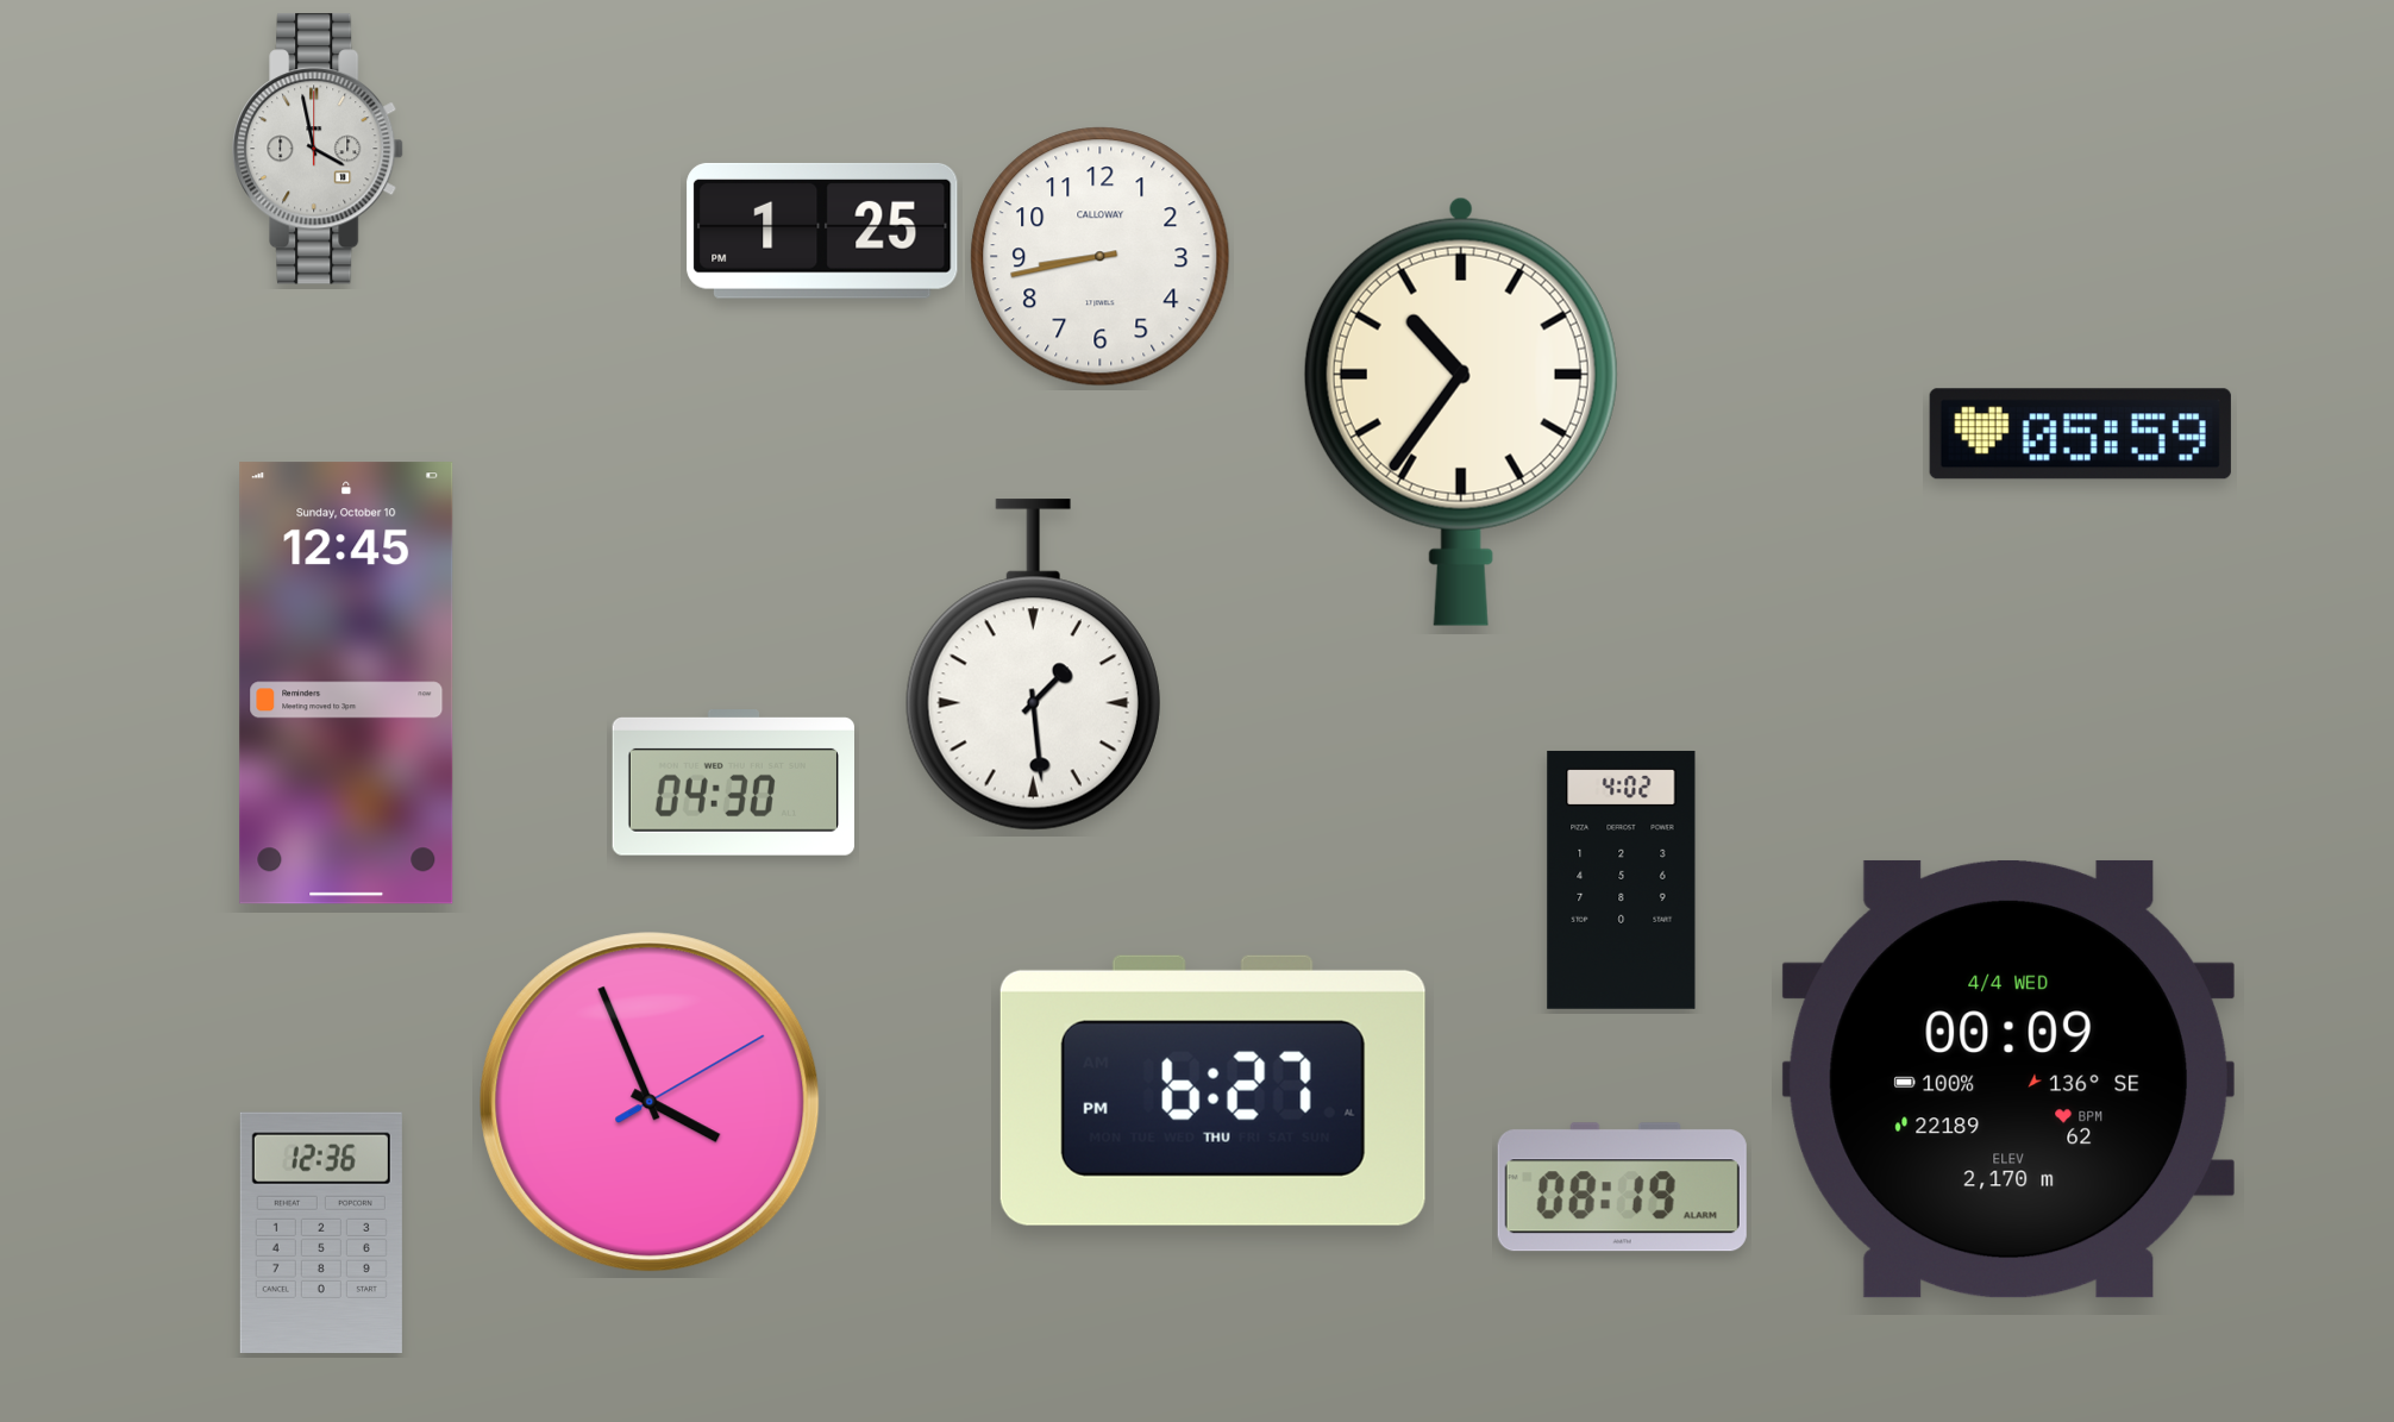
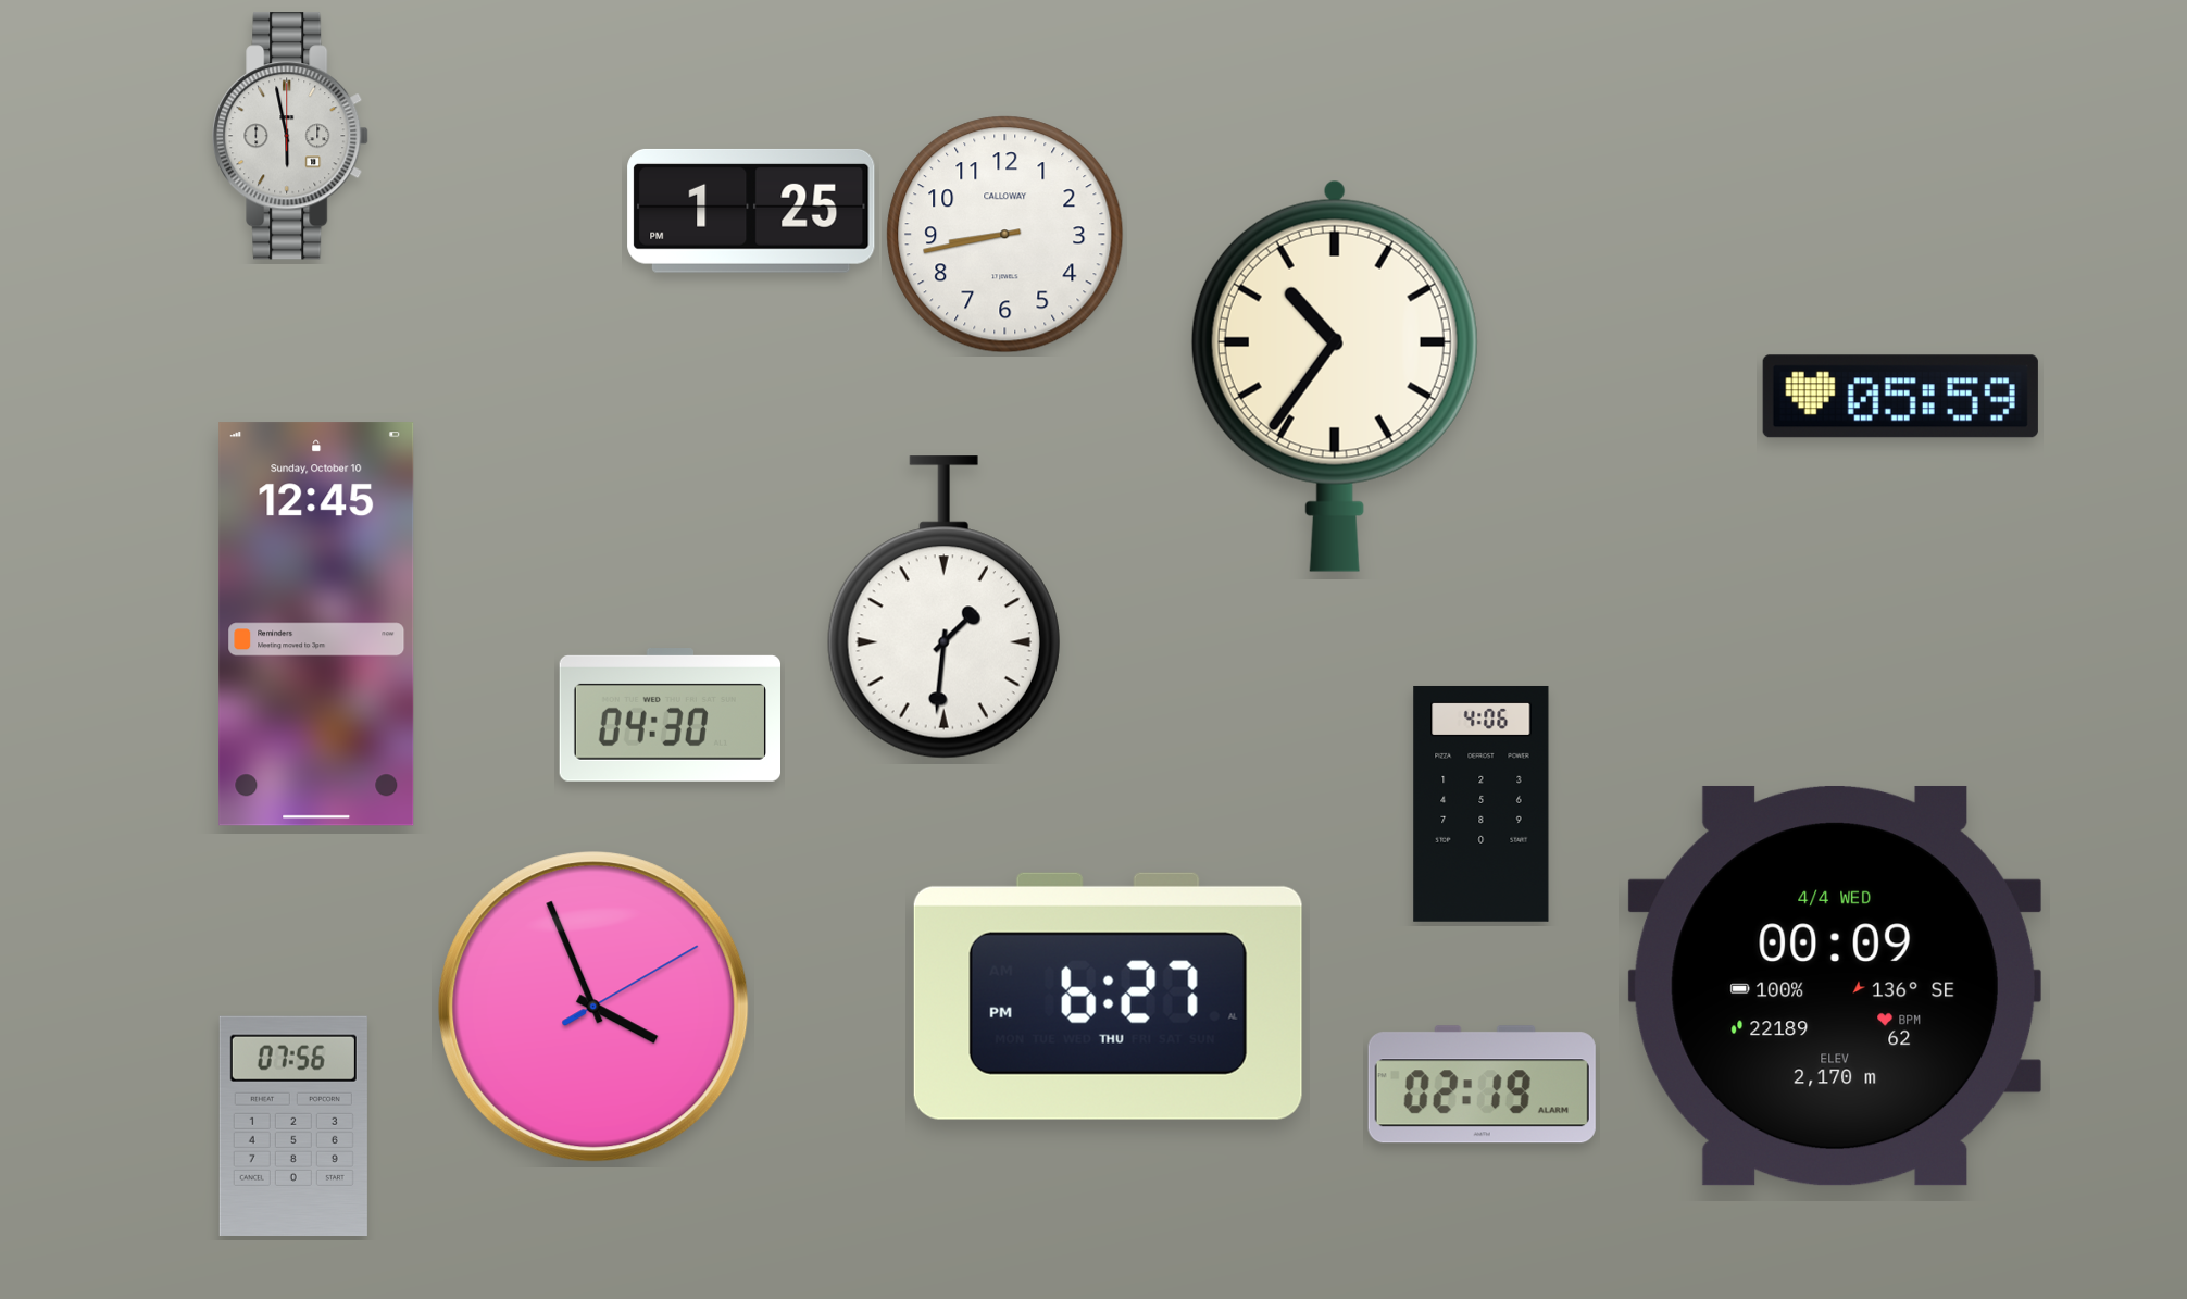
clock at (318, 149): 3:58 -> 5:58
clock at (1033, 665): 1:29 -> 1:31
clock at (1622, 879): 4:02 -> 4:06
clock at (1622, 1188): 08:19 -> 02:19
clock at (321, 1232): 12:36 -> 07:56
